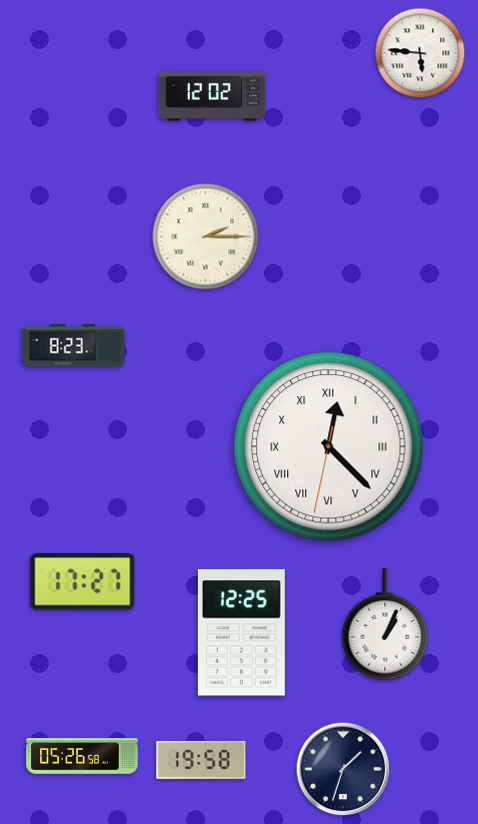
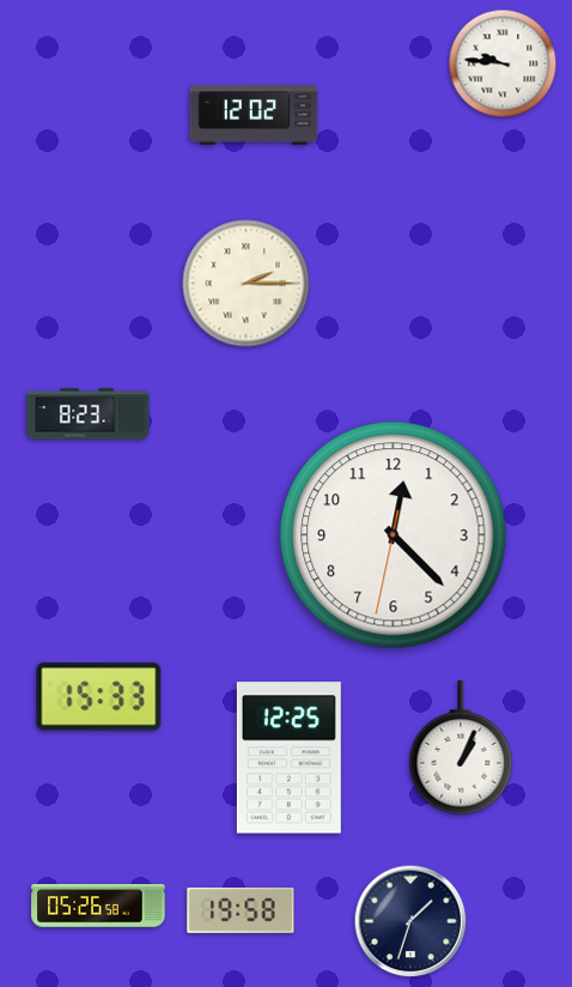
clock at (420, 53): 5:46 -> 9:46
clock at (329, 447) numerals: Roman -> Arabic
clock at (83, 582): 17:27 -> 15:33
